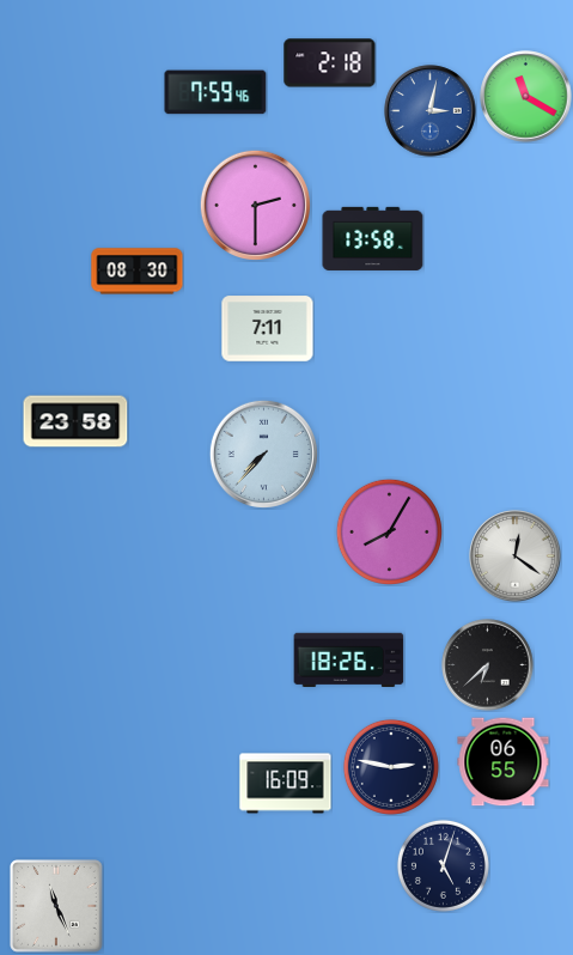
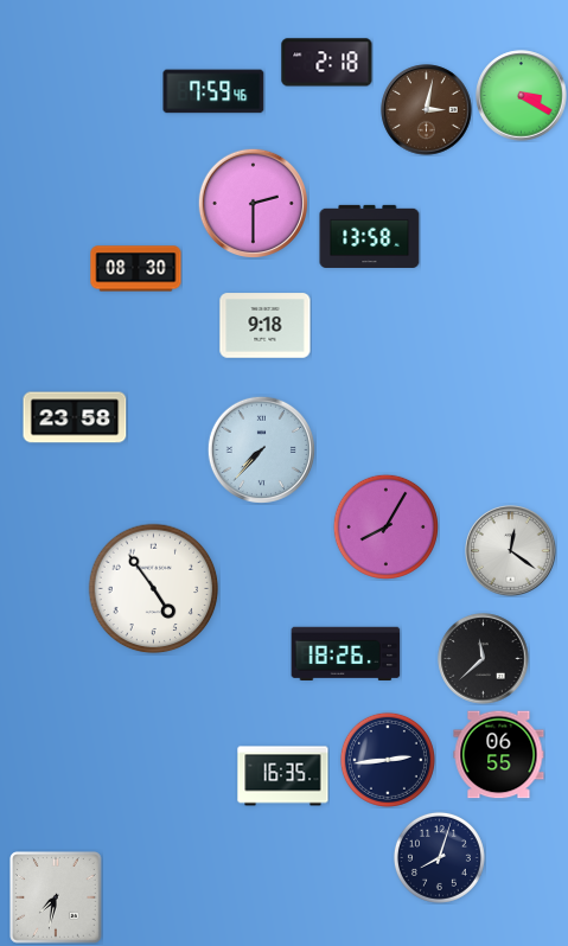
clock at (526, 97): 11:20 -> 3:20
clock at (431, 111) dial: blue -> brown
clock at (268, 329): 7:11 -> 9:18
clock at (154, 589): none -> 4:54
clock at (488, 665): 6:38 -> 11:38
clock at (391, 767): 2:47 -> 2:44
clock at (286, 784): 16:09 -> 16:35
clock at (443, 865): 5:03 -> 8:03
clock at (56, 906): 11:26 -> 7:32
